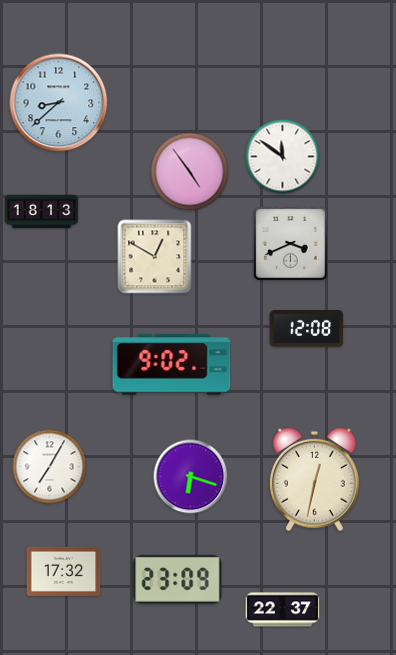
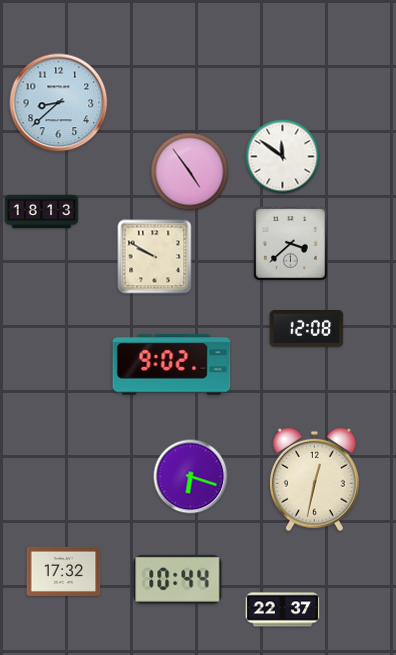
clock at (291, 244): 3:41 -> 3:38
clock at (155, 257): 12:50 -> 9:50
clock at (50, 467): 7:05 -> none
clock at (178, 579): 23:09 -> 10:44
